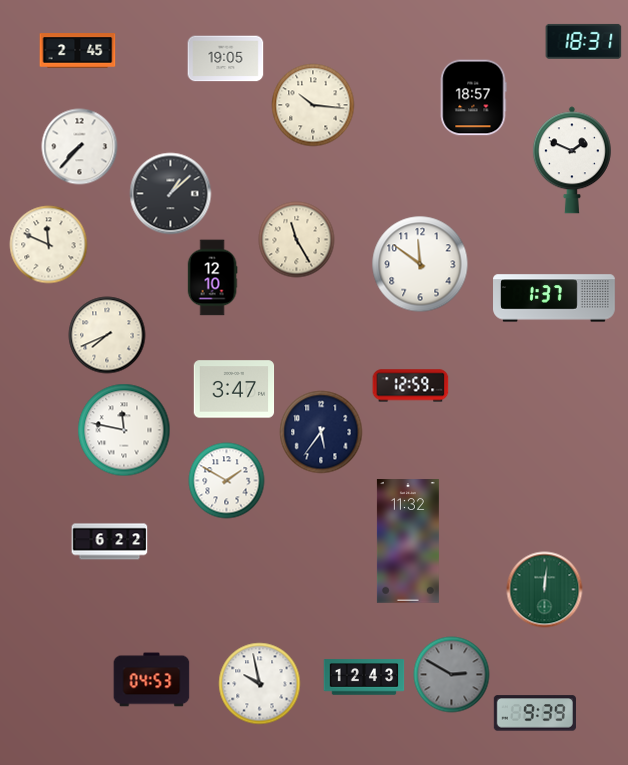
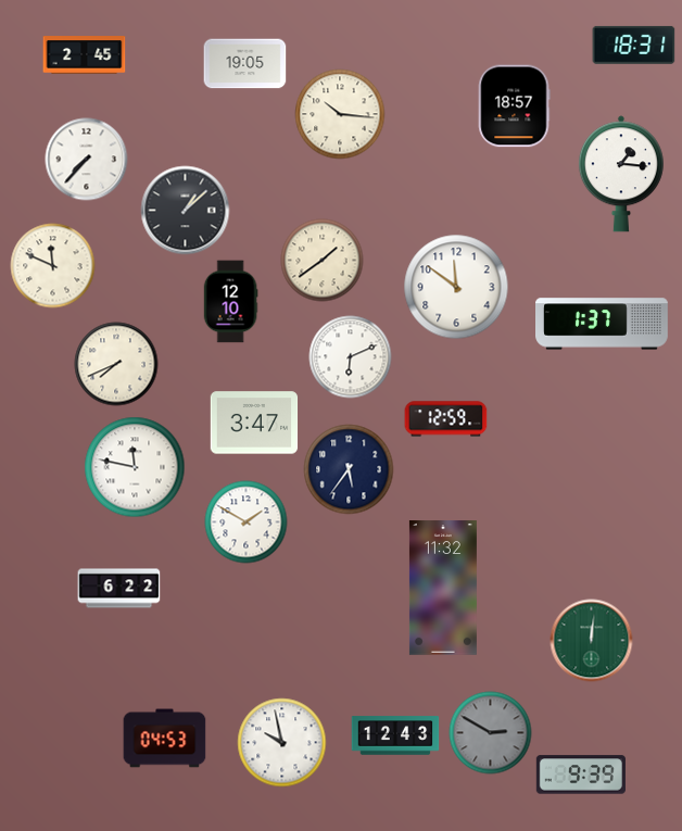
clock at (572, 160): 1:49 -> 1:16
clock at (297, 240): 11:25 -> 1:39
clock at (351, 357): none -> 6:11
